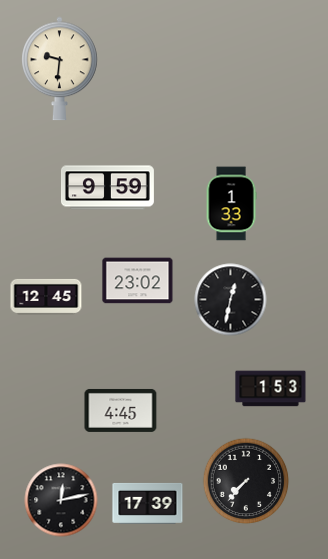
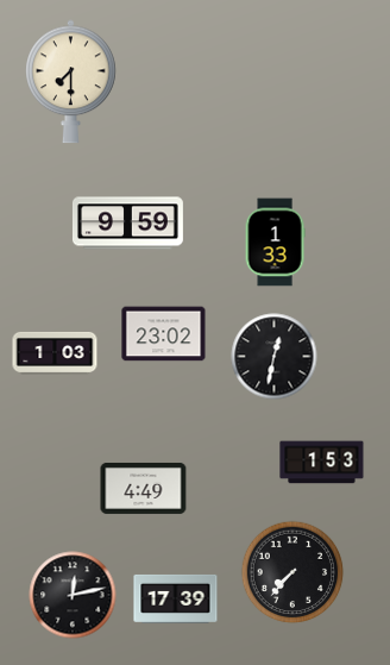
clock at (60, 69): 9:31 -> 7:30
clock at (46, 297): 12:45 -> 1:03
clock at (121, 410): 4:45 -> 4:49
